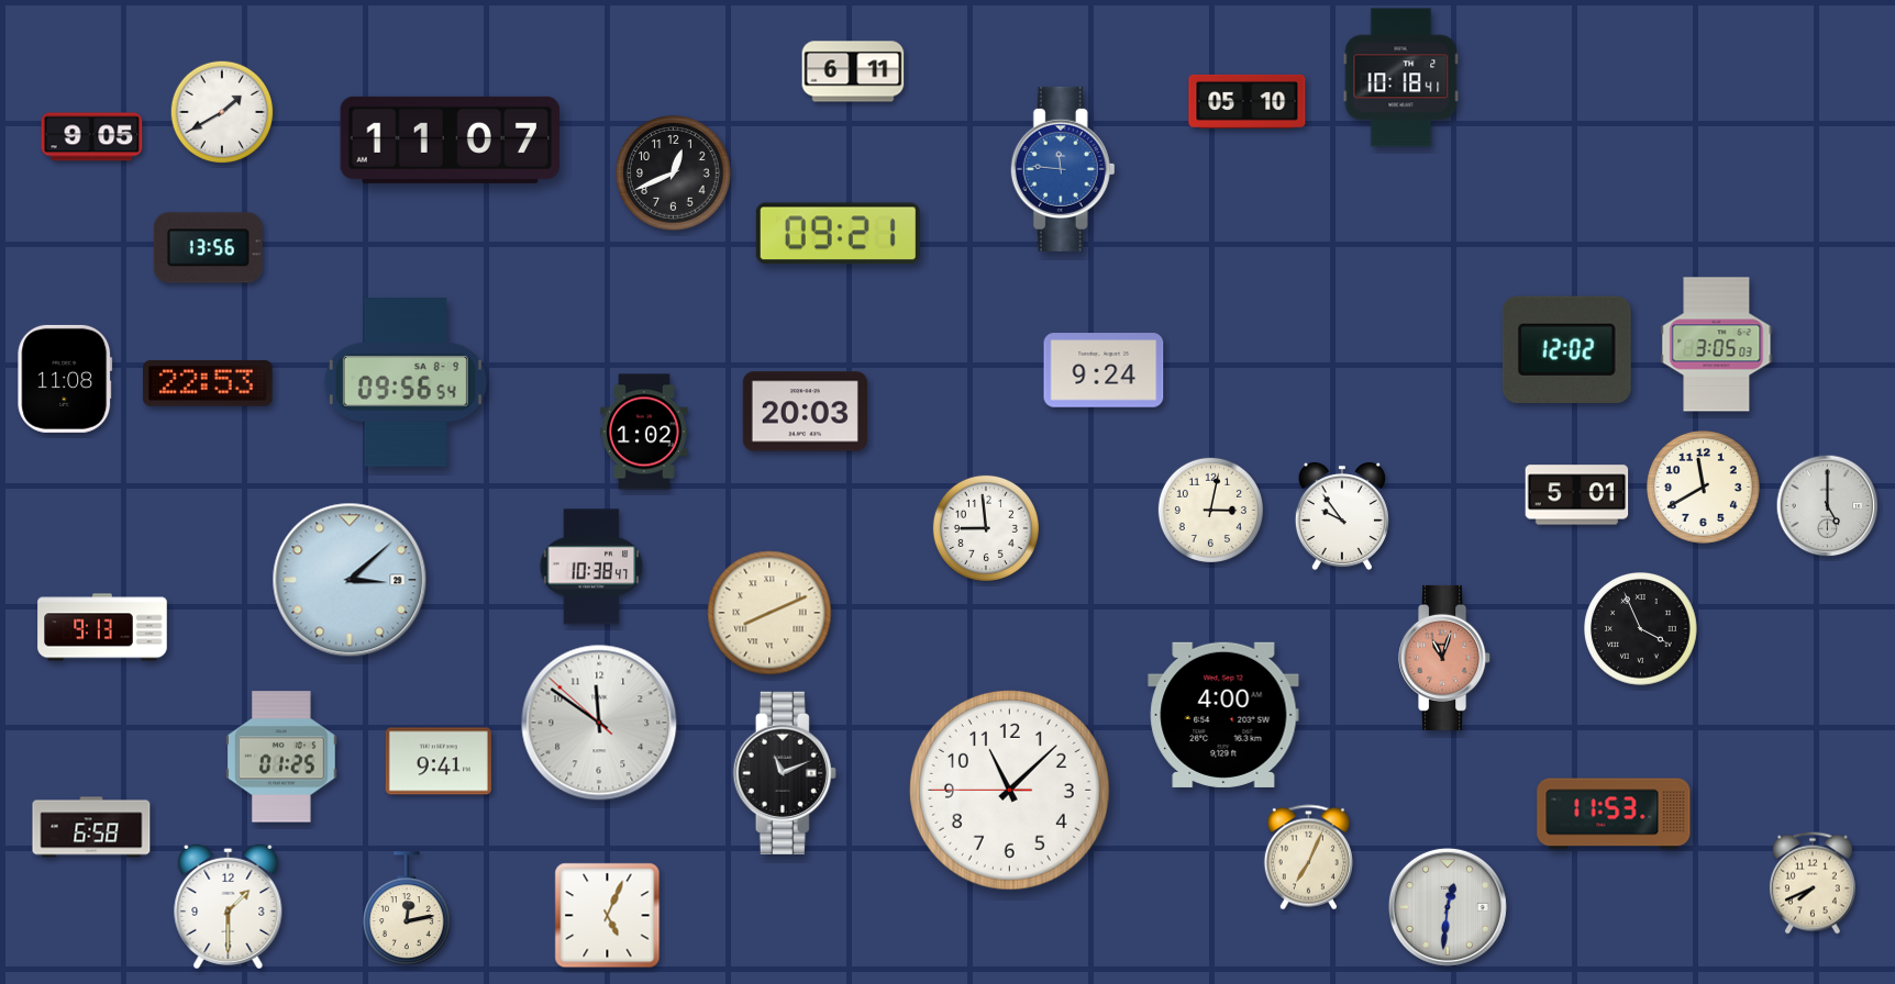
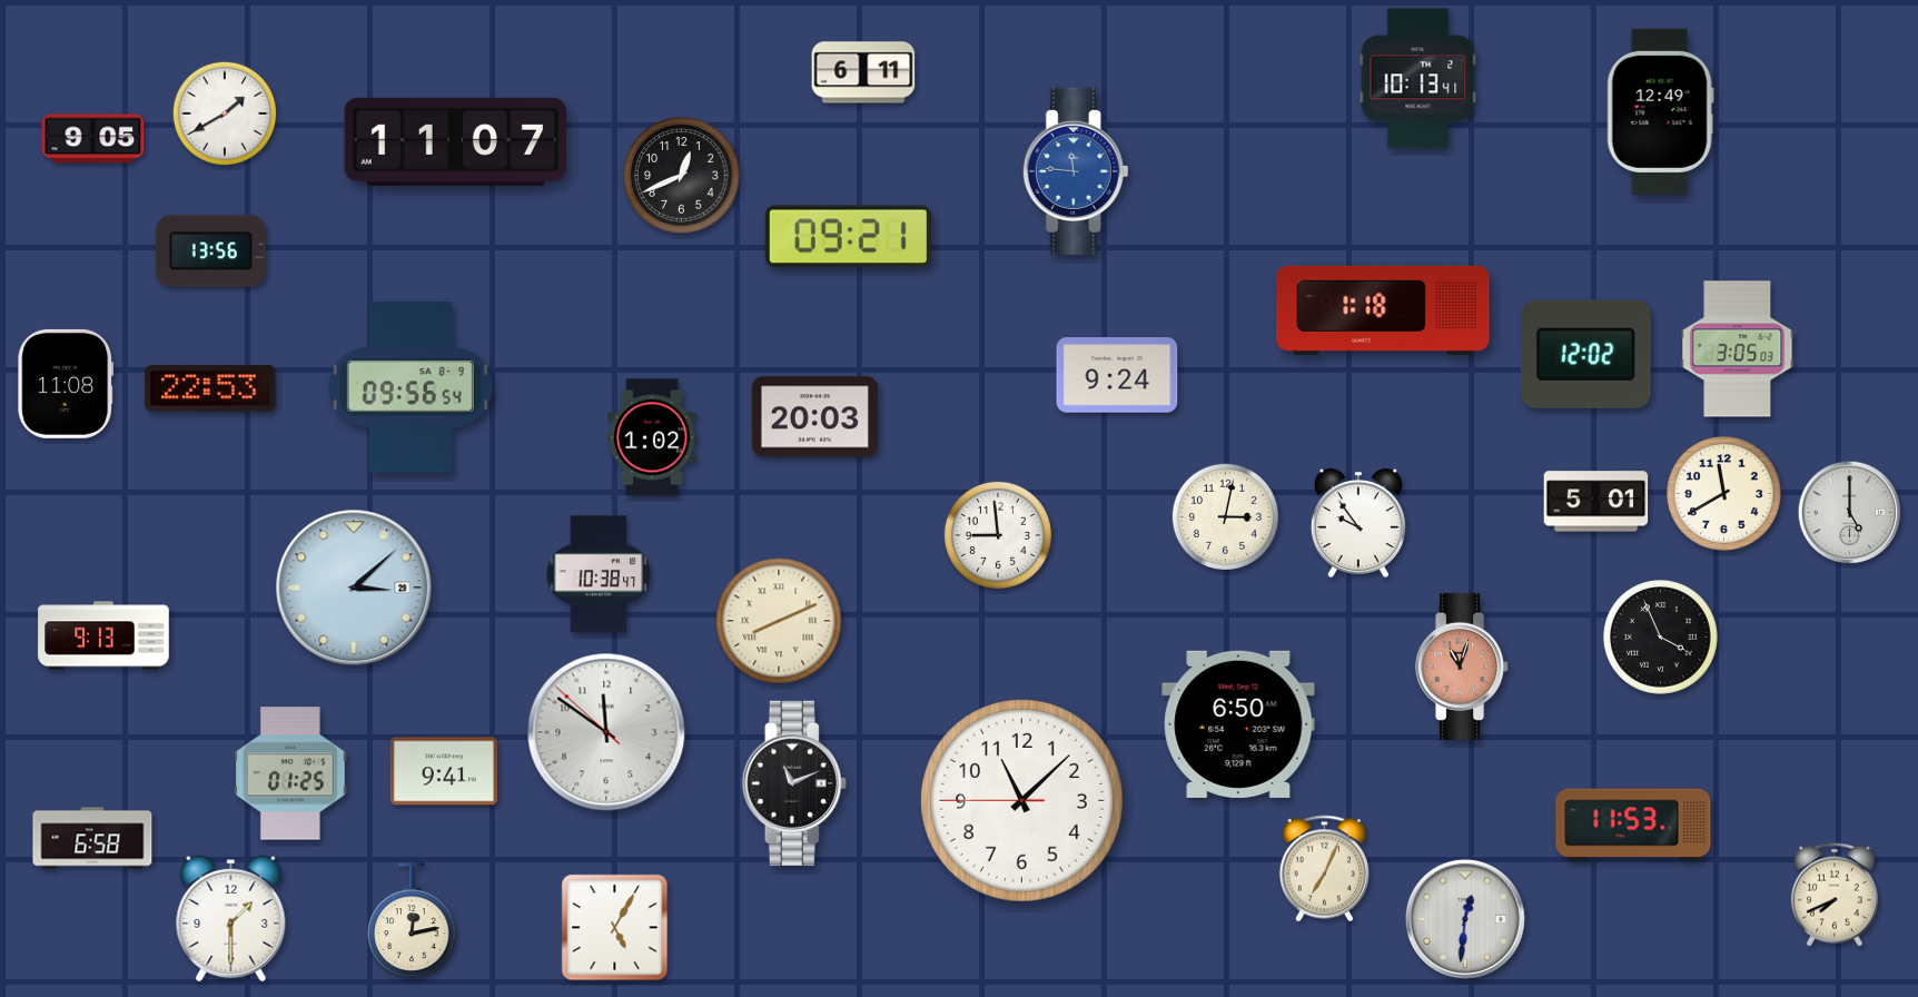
clock at (1401, 78): 10:18 -> 10:13
clock at (1248, 101): 05:10 -> none
clock at (1660, 111): none -> 12:49
clock at (1383, 310): none -> 1:18
clock at (1223, 715): 4:00 -> 6:50
clock at (281, 757) position: (281, 757) -> (290, 773)
clock at (608, 916): 5:04 -> 5:05
